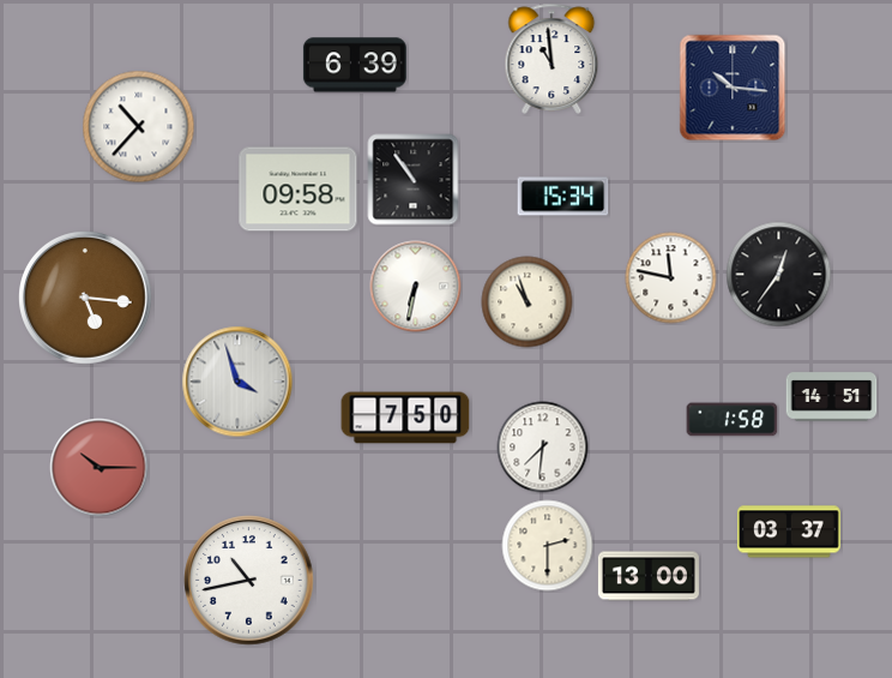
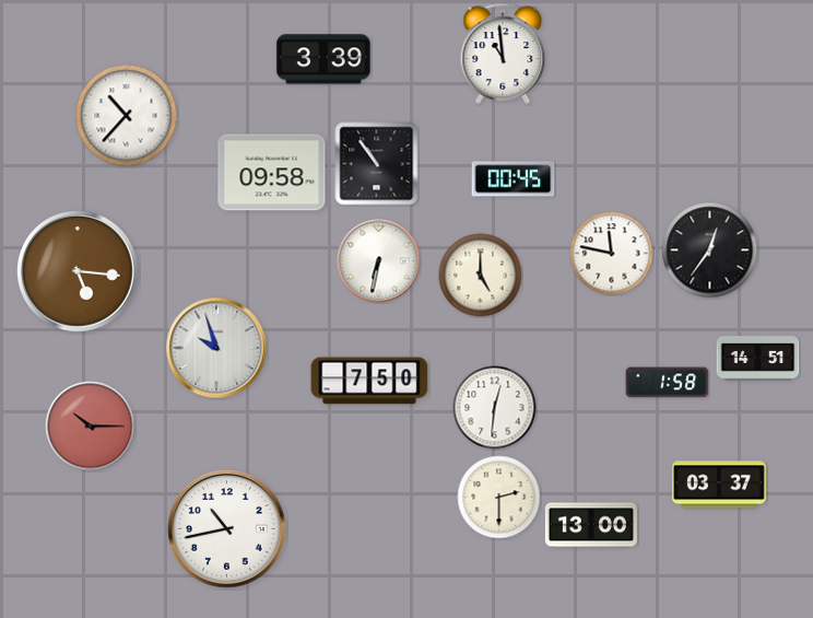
clock at (355, 65): 6:39 -> 3:39
clock at (733, 88): 10:16 -> none
clock at (563, 197): 15:34 -> 00:45
clock at (528, 302): 10:57 -> 5:00
clock at (237, 382): 3:57 -> 9:57
clock at (832, 397) position: (832, 397) -> (758, 359)
clock at (543, 448): 7:31 -> 12:31
